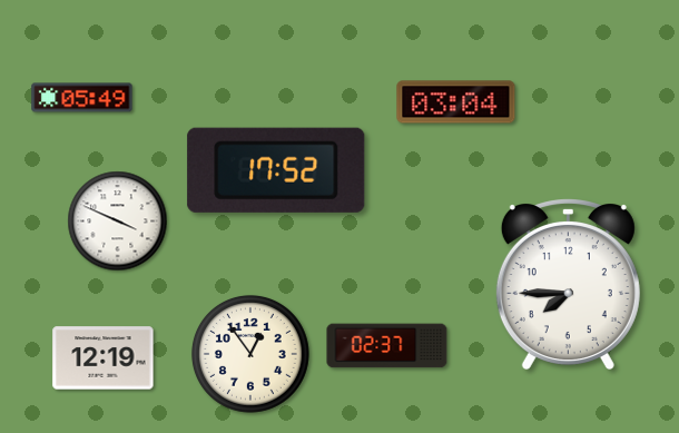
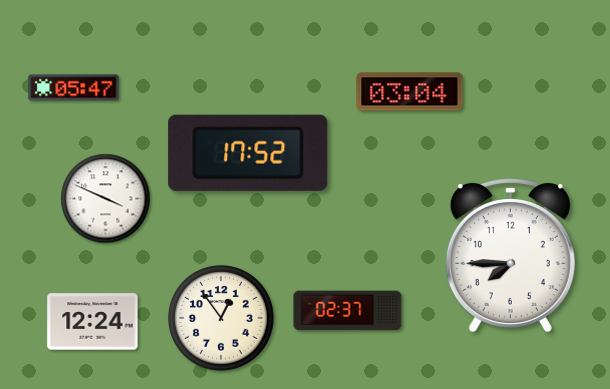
clock at (82, 98): 05:49 -> 05:47
clock at (250, 354) position: (250, 354) -> (221, 318)
clock at (104, 358): 12:19 -> 12:24
